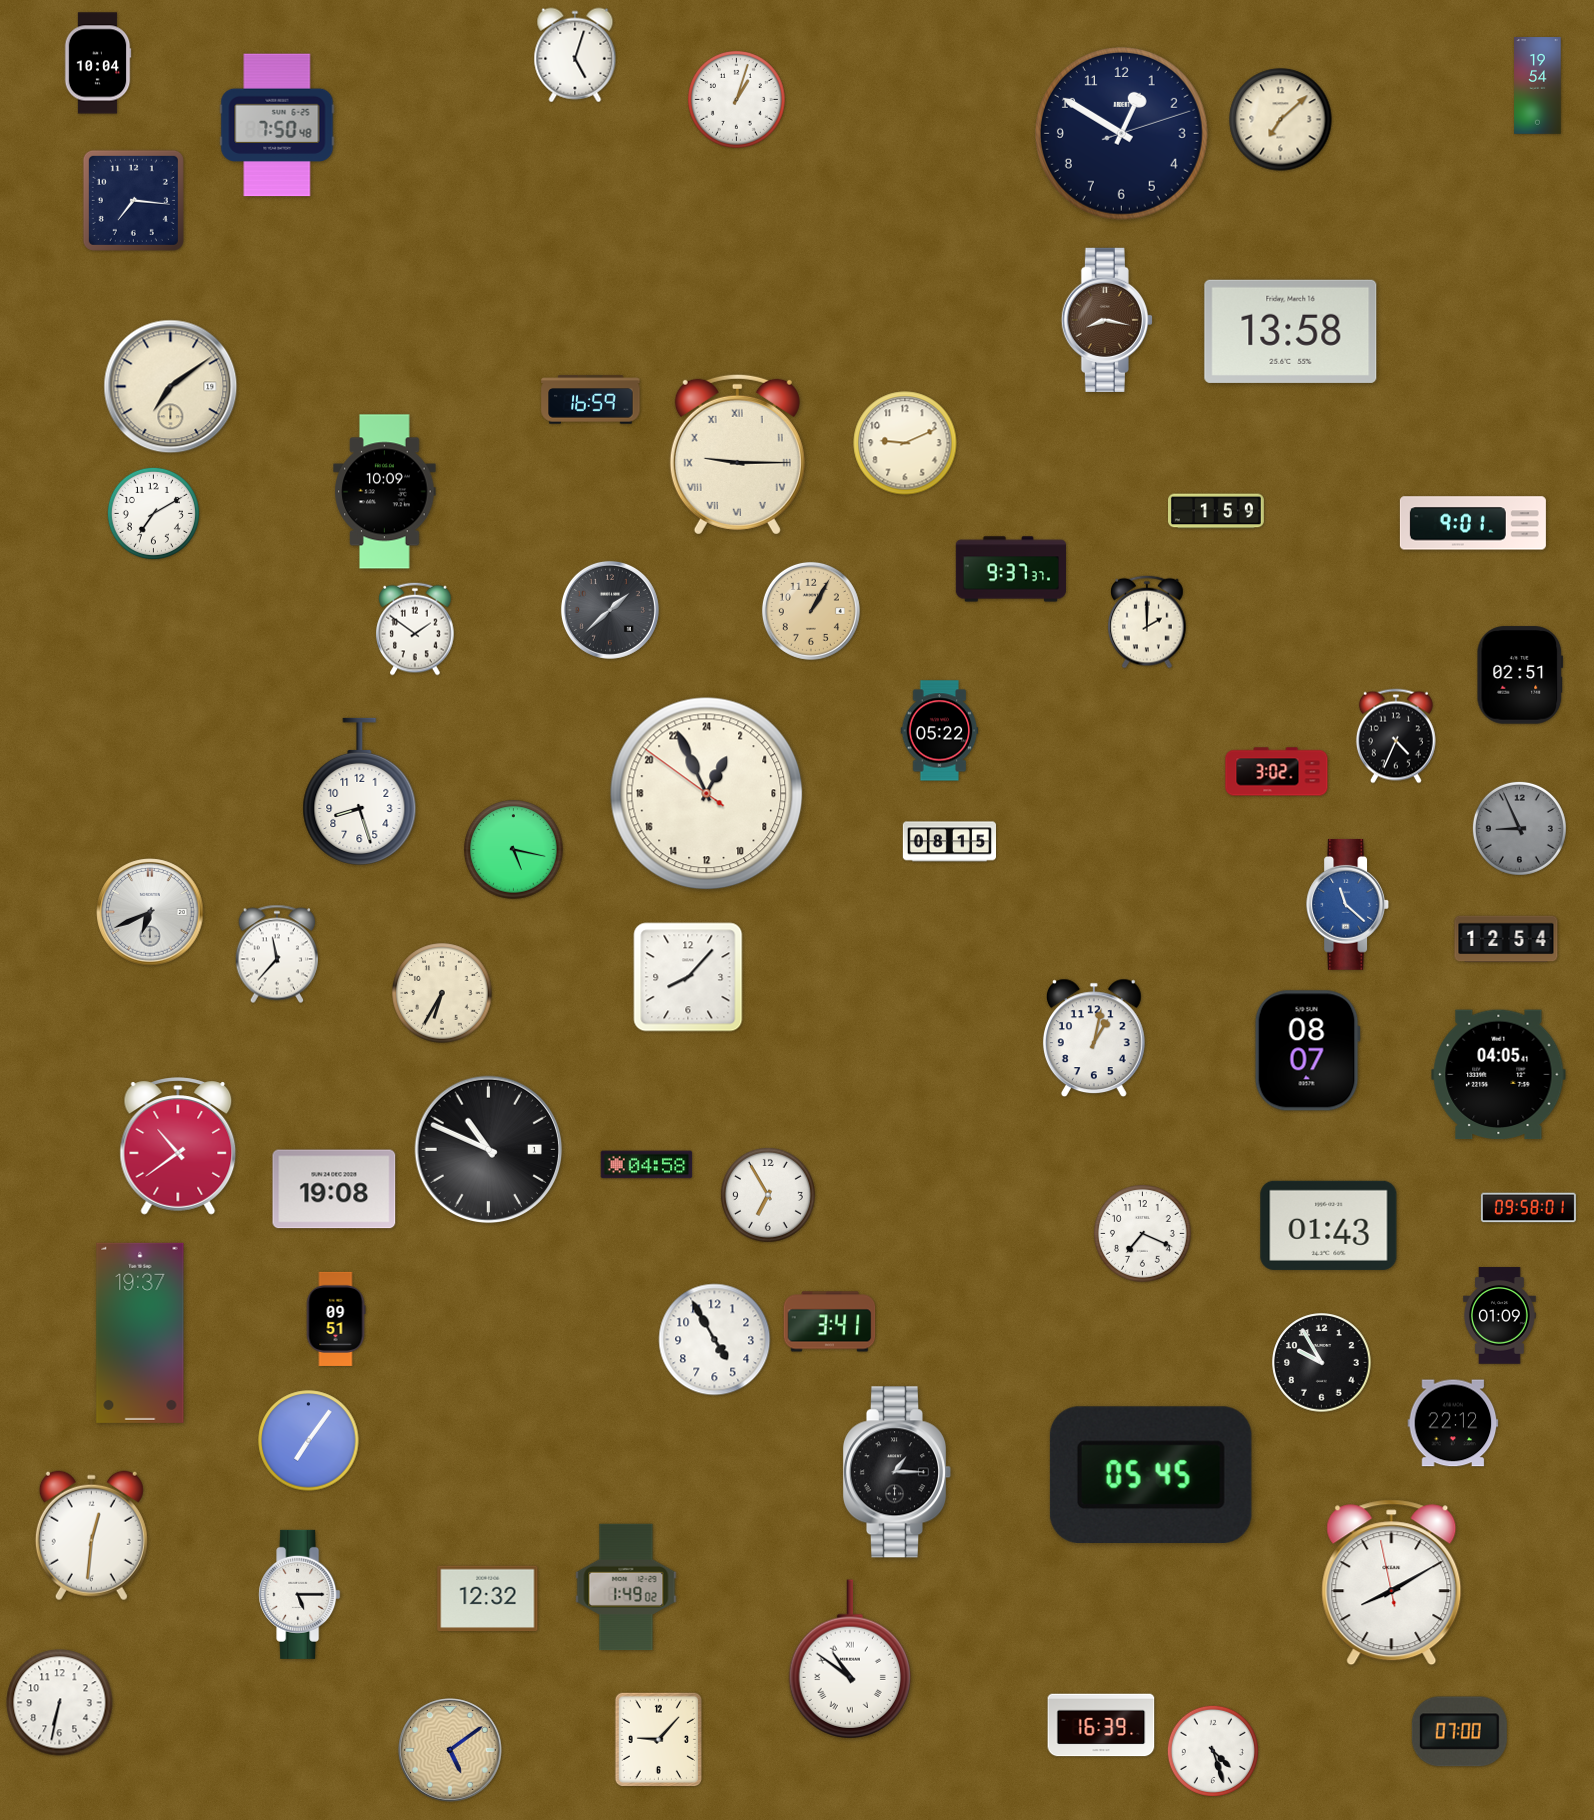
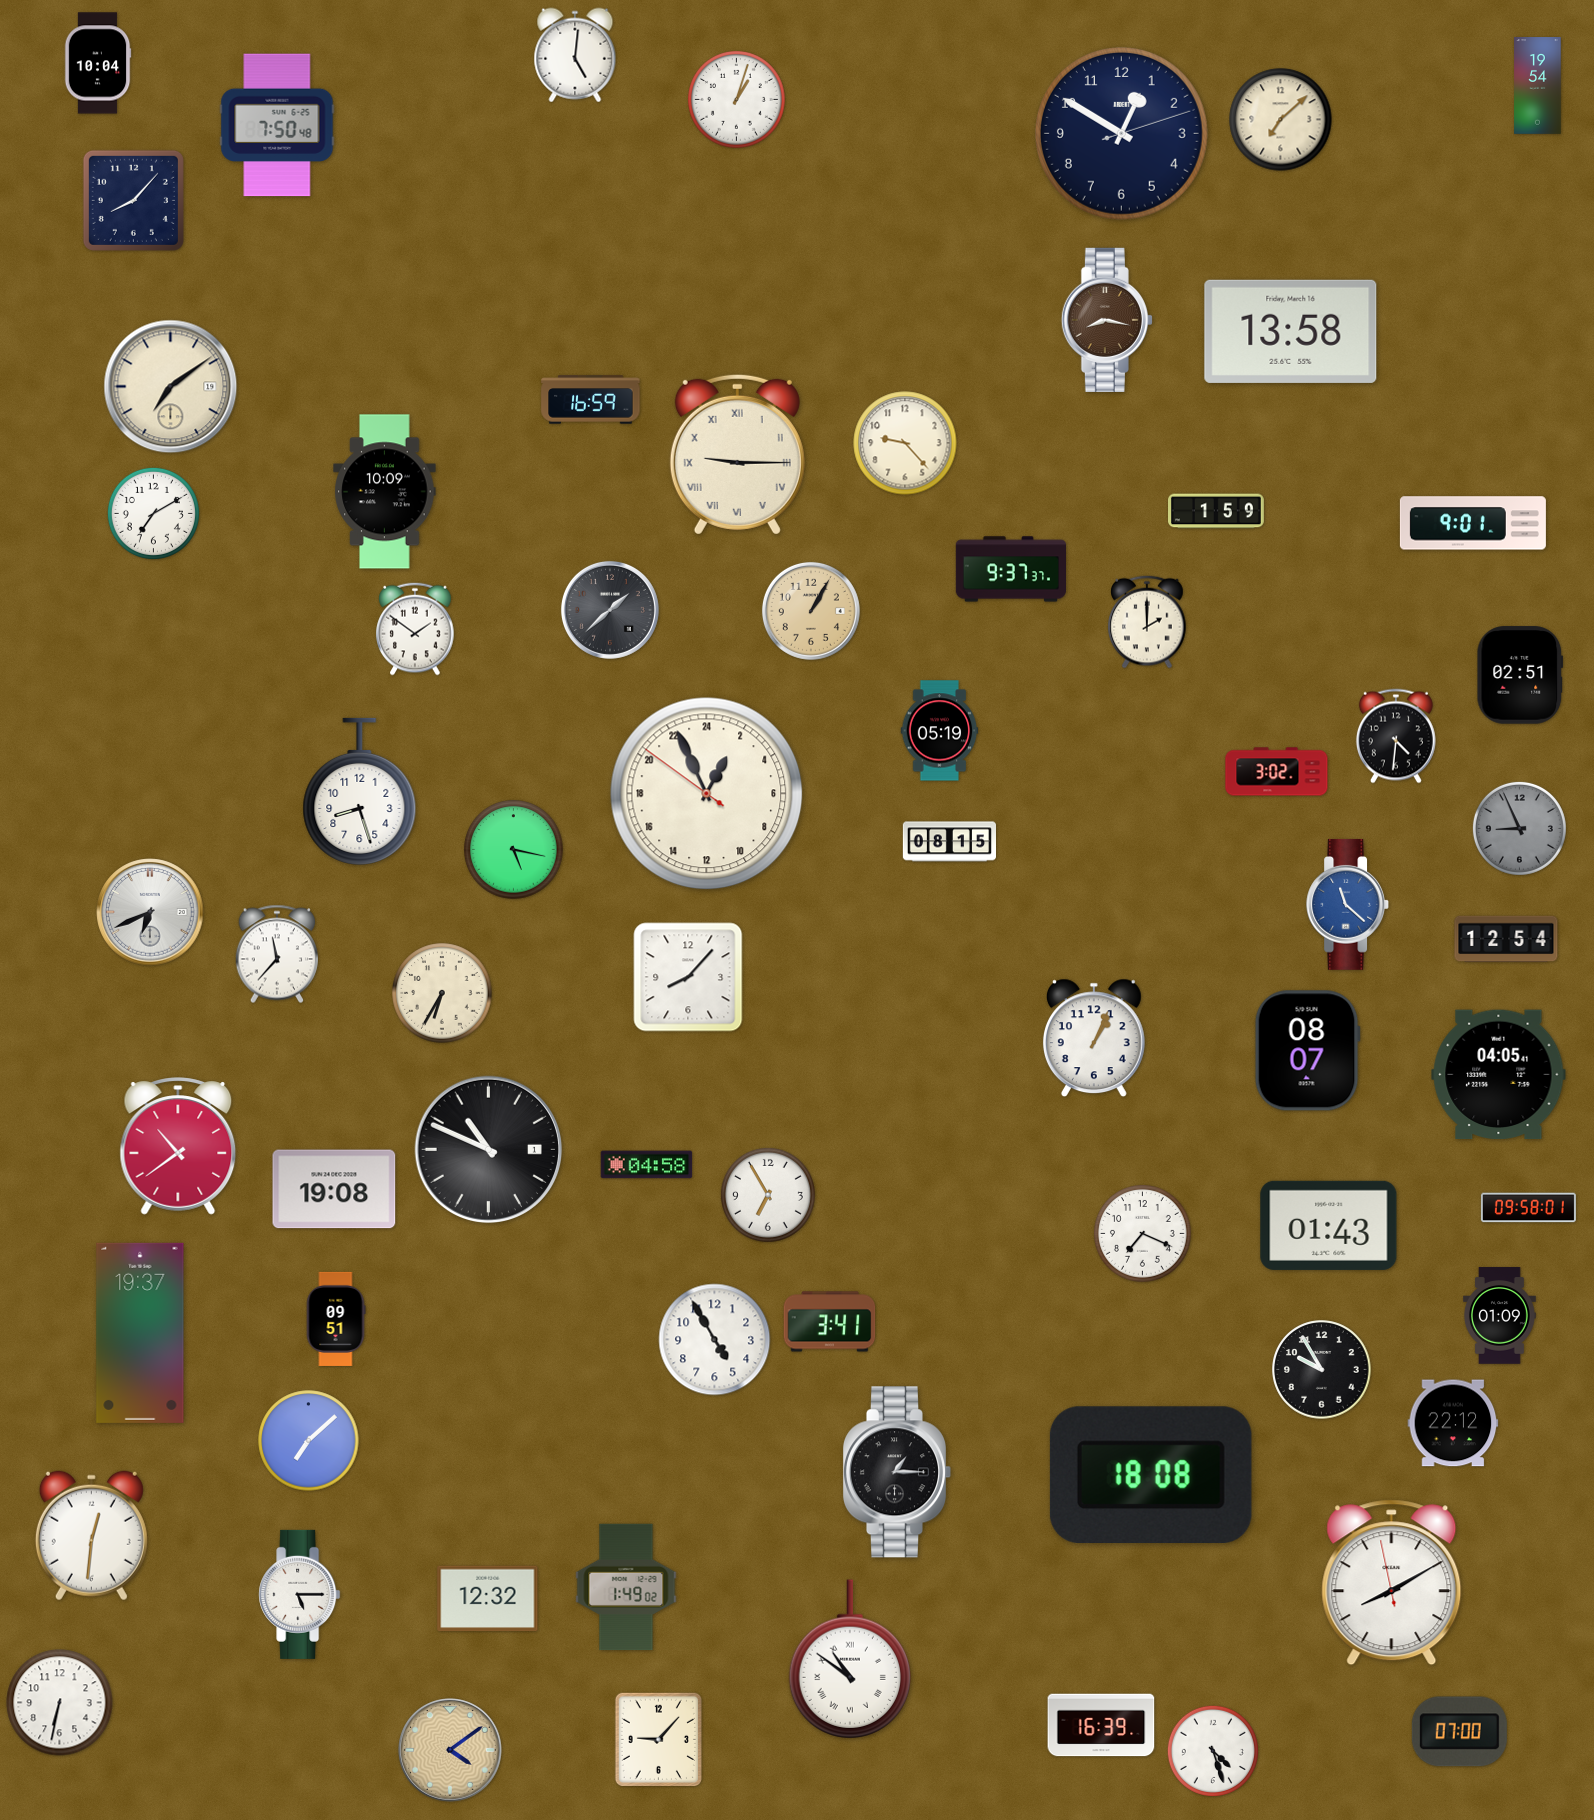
clock at (575, 55): 5:03 -> 5:01
clock at (133, 200): 7:16 -> 8:07
clock at (905, 443): 9:11 -> 9:23
clock at (940, 731): 05:22 -> 05:19
clock at (1396, 736): 4:34 -> 4:31
clock at (1094, 1038): 1:02 -> 1:04
clock at (1322, 1363) position: (1322, 1363) -> (1322, 1370)
clock at (309, 1441): 7:06 -> 7:08
clock at (1151, 1474): 05:45 -> 18:08
clock at (451, 1751): 5:09 -> 4:09
